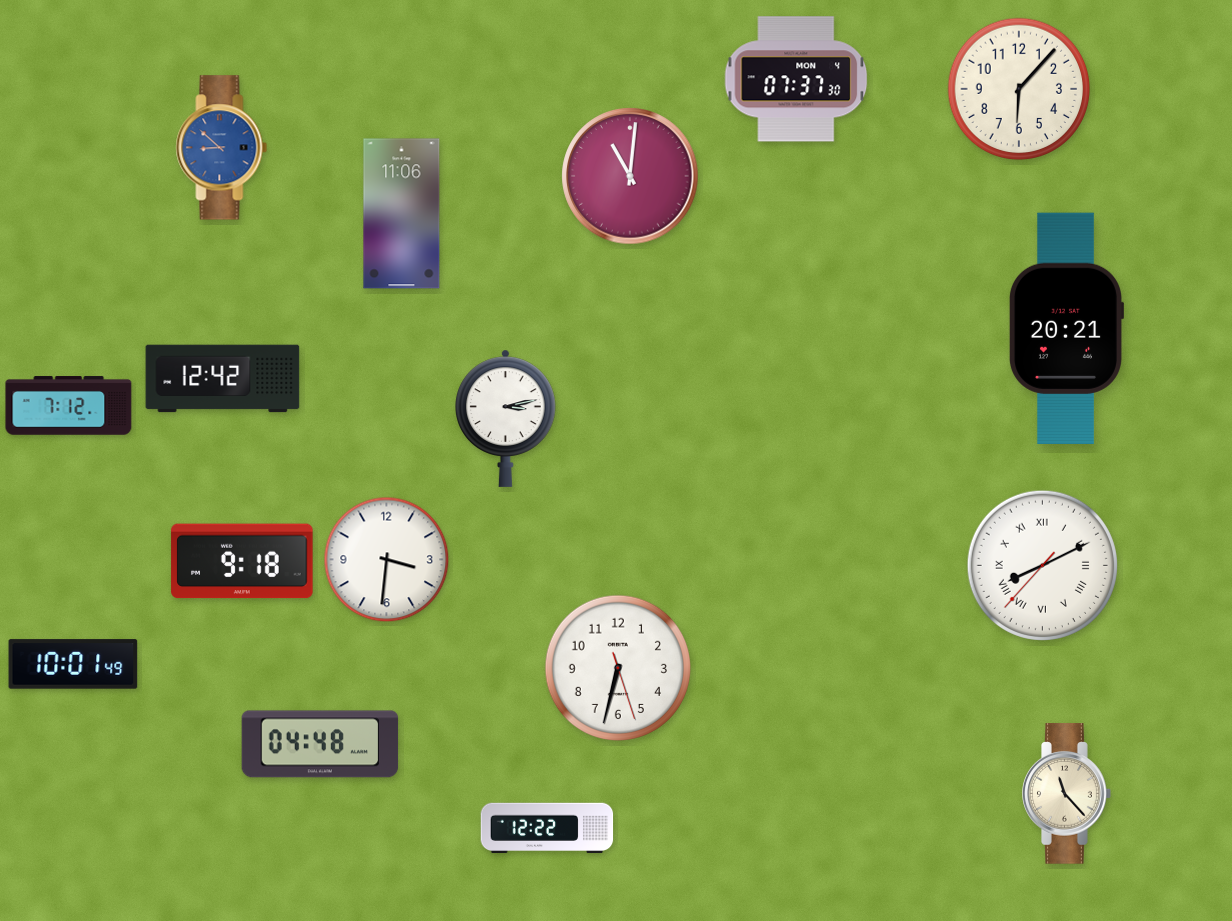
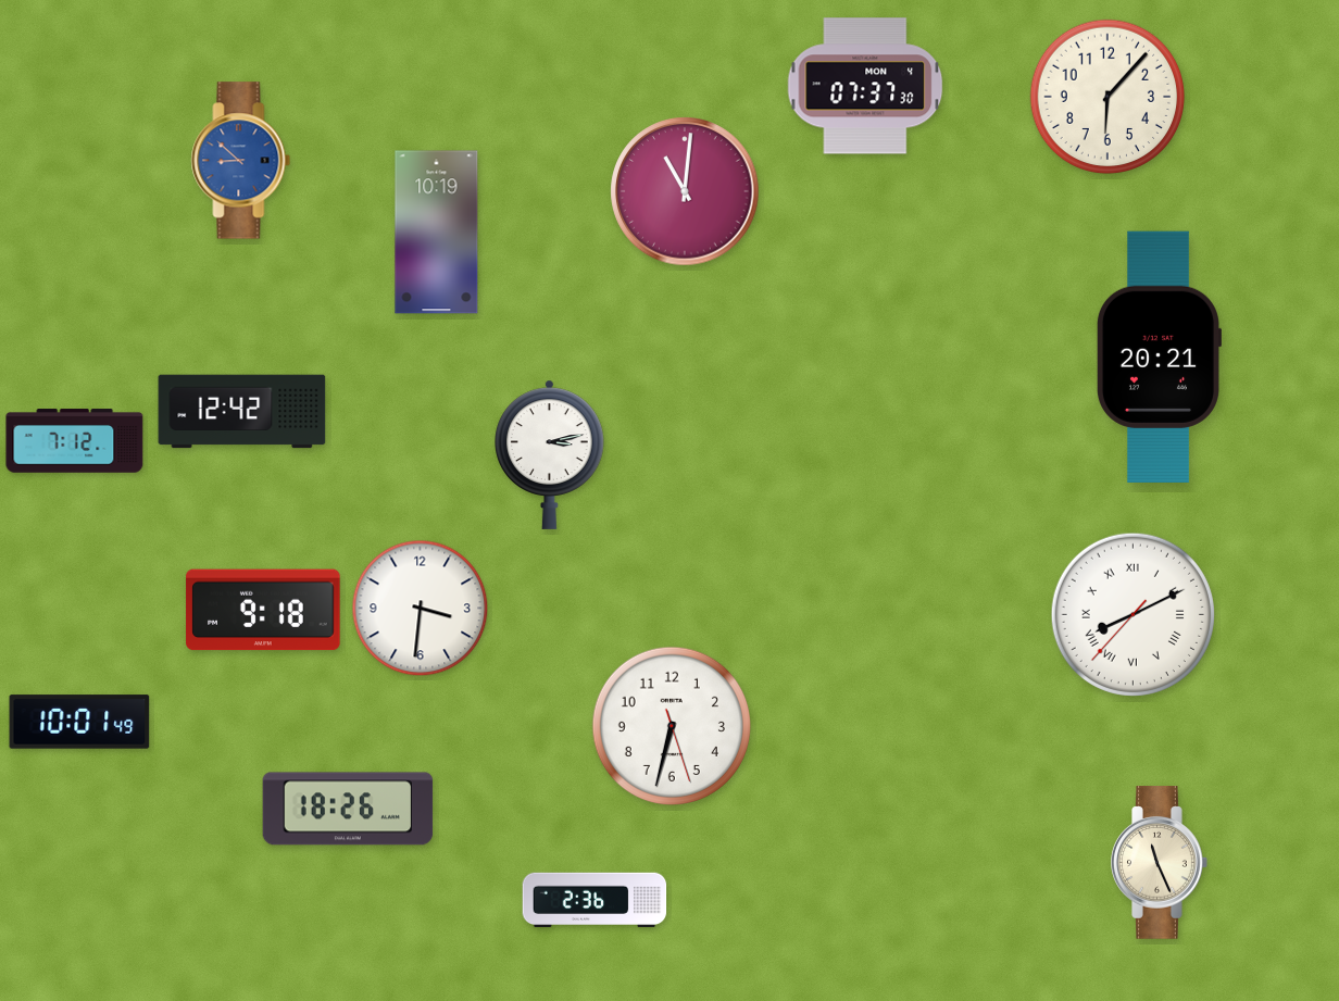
clock at (402, 214): 11:06 -> 10:19
clock at (320, 744): 04:48 -> 18:26
clock at (1067, 794): 11:23 -> 11:26
clock at (547, 828): 12:22 -> 2:36
